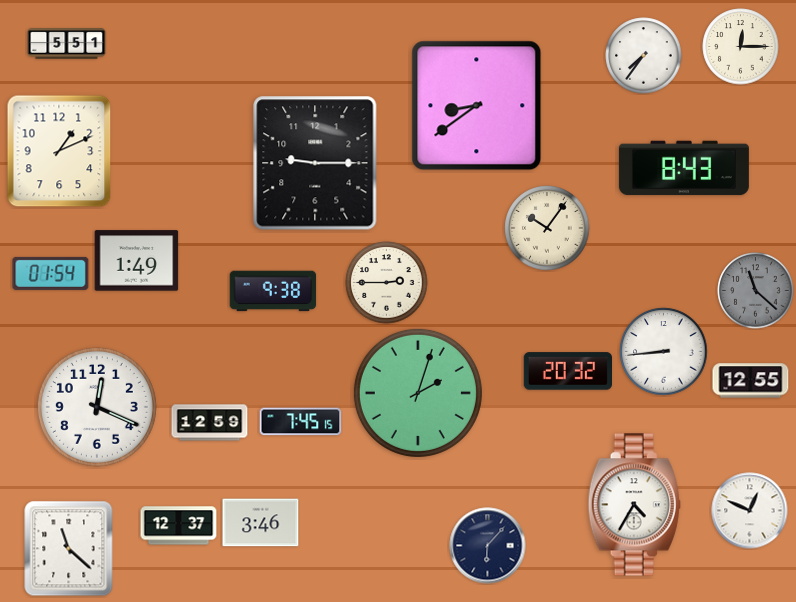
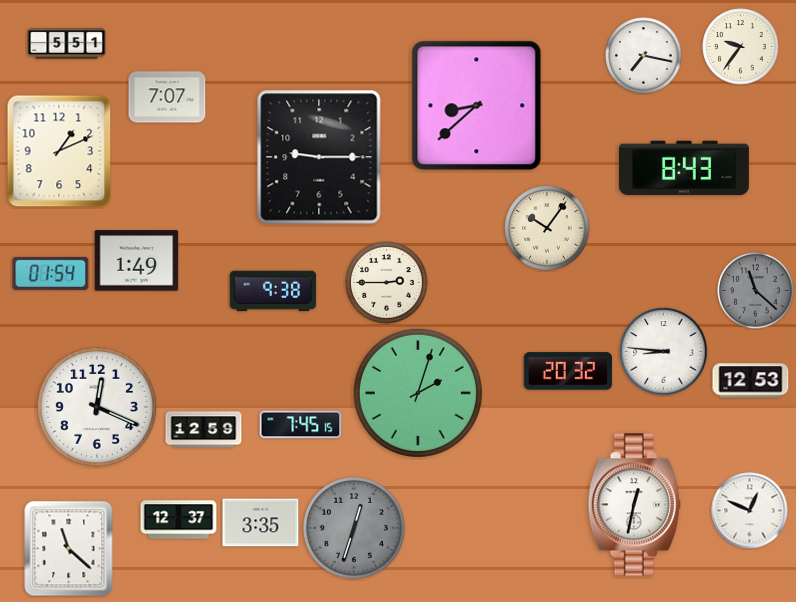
clock at (741, 47): 12:15 -> 9:36
clock at (644, 56): 7:36 -> 7:17
clock at (167, 97): none -> 7:07
clock at (477, 106): 8:39 -> 8:38
clock at (315, 163) position: (315, 163) -> (319, 157)
clock at (664, 352): 8:44 -> 8:46
clock at (751, 381): 12:55 -> 12:53
clock at (301, 422) position: (301, 422) -> (301, 425)
clock at (210, 423) position: (210, 423) -> (204, 430)
clock at (634, 505): 4:35 -> 12:32
clock at (261, 523): 3:46 -> 3:35
clock at (179, 526) position: (179, 526) -> (179, 520)
clock at (355, 529): none -> 12:33
clock at (488, 546): 6:07 -> none
